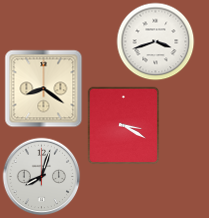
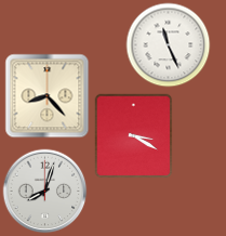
clock at (155, 41): 3:42 -> 11:26
clock at (43, 88): 8:21 -> 8:23
